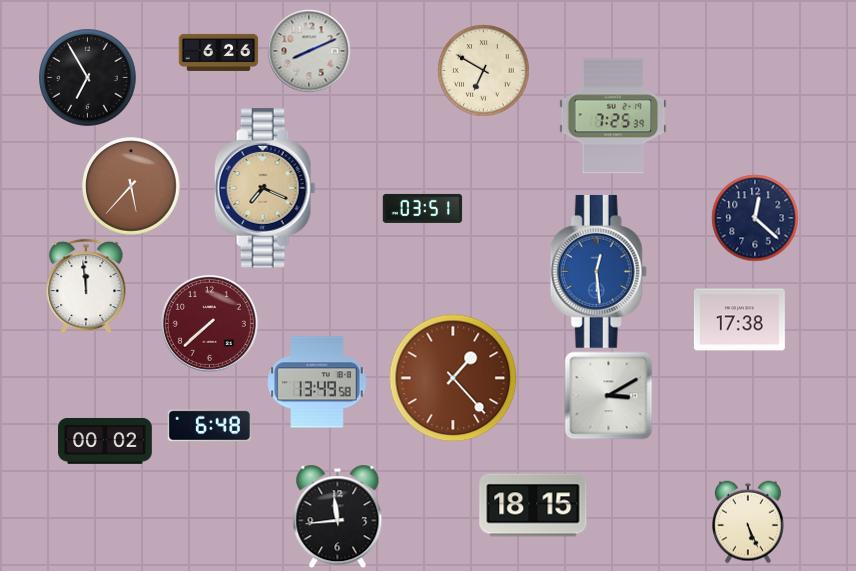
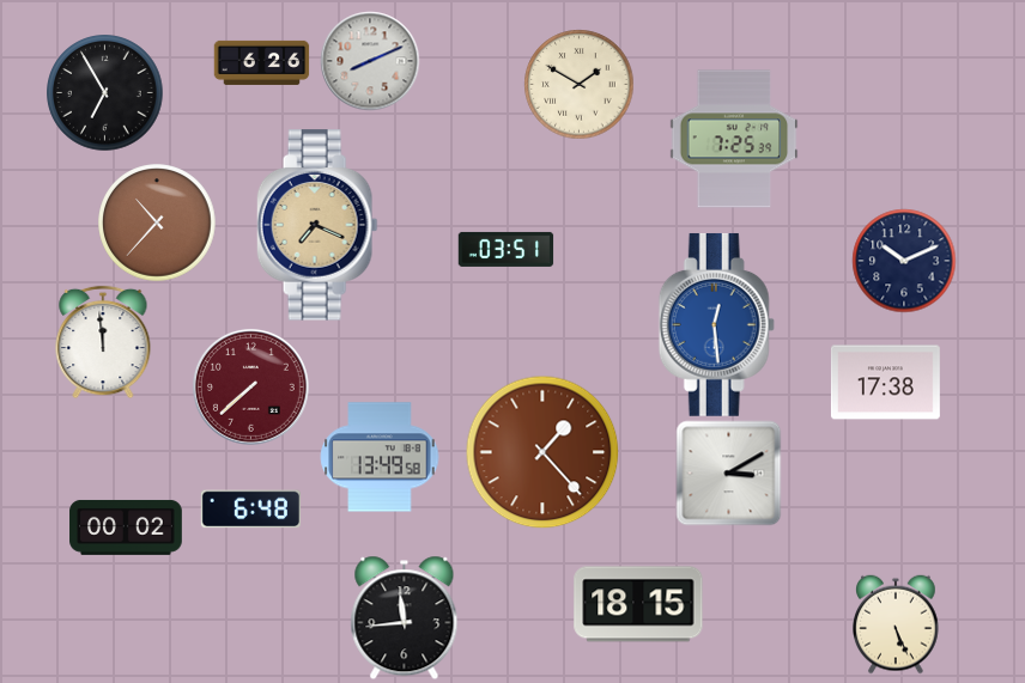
clock at (483, 70): 6:50 -> 1:50
clock at (131, 186): 5:37 -> 10:37
clock at (755, 218): 12:22 -> 10:11
